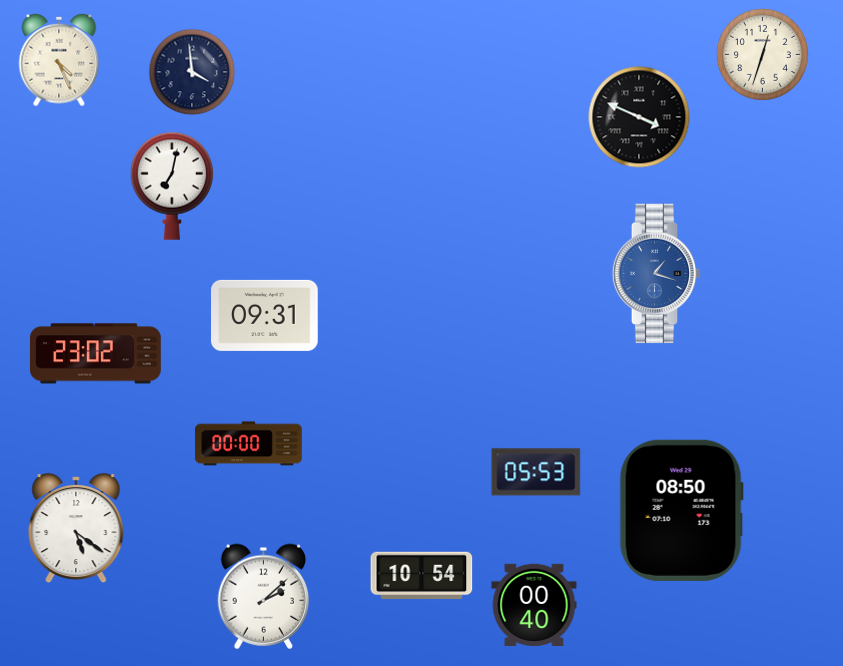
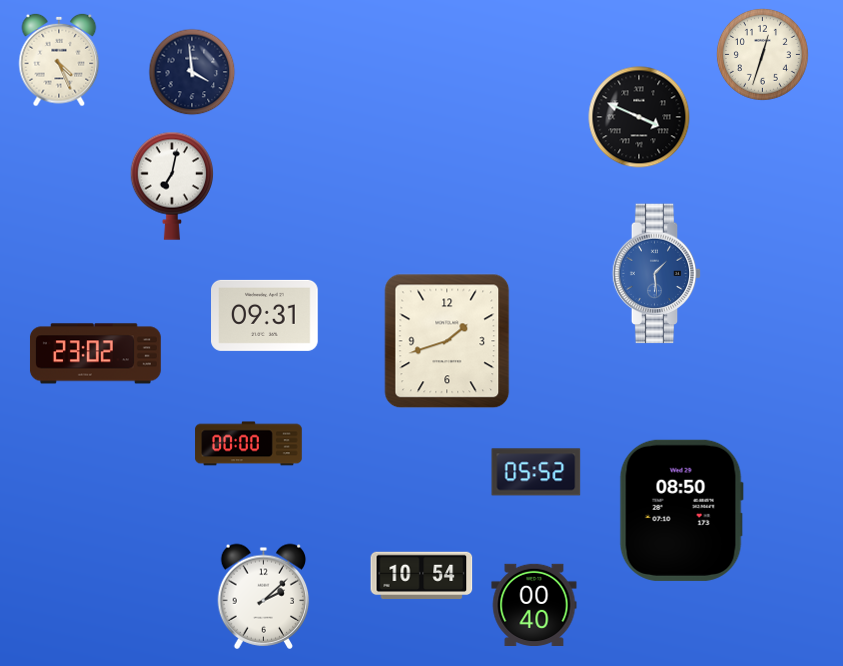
clock at (657, 274): 1:18 -> 1:29
clock at (447, 341): none -> 1:42
clock at (536, 472): 05:53 -> 05:52
clock at (76, 528): 5:21 -> none
